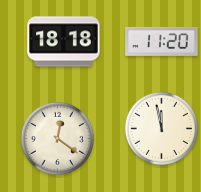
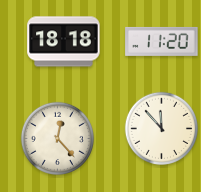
clock at (161, 128): 11:58 -> 11:53
clock at (57, 138): 12:21 -> 12:23
